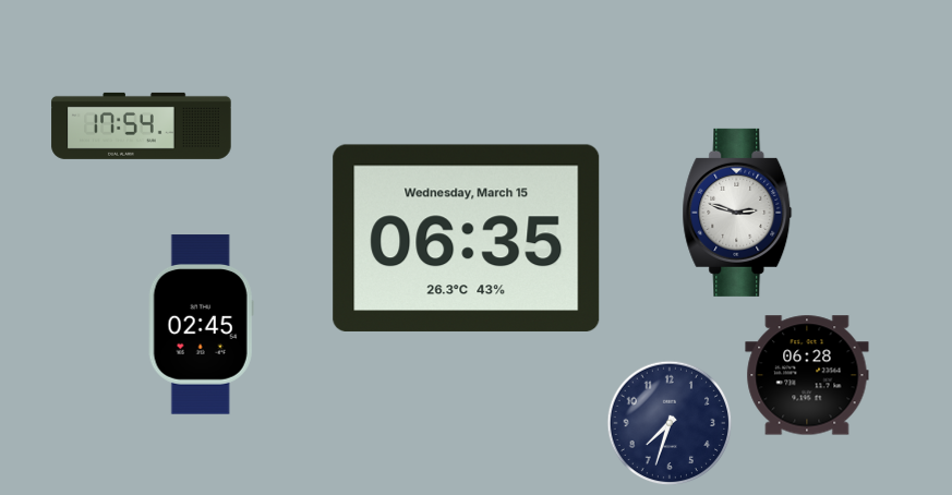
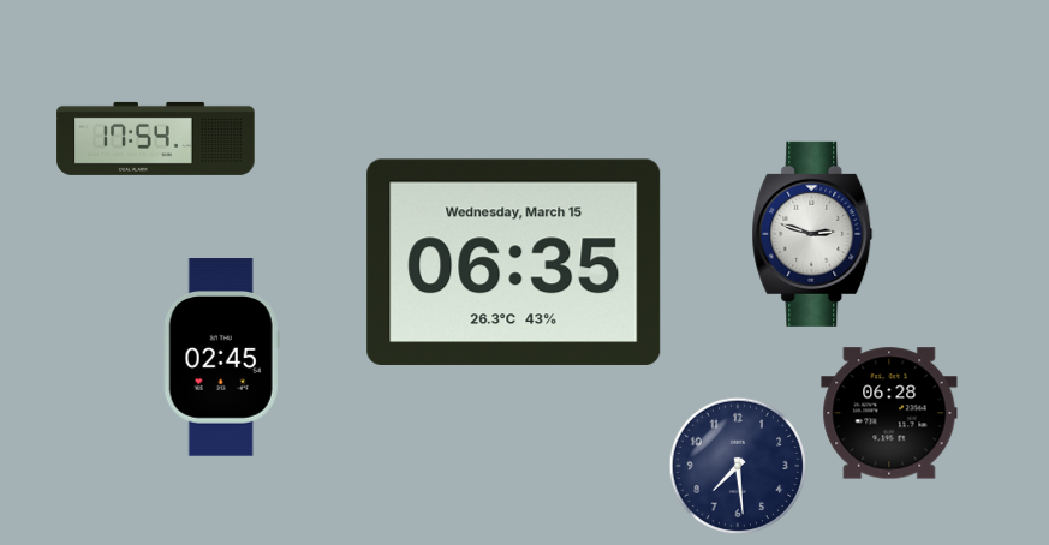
clock at (670, 423): 7:33 -> 7:29
